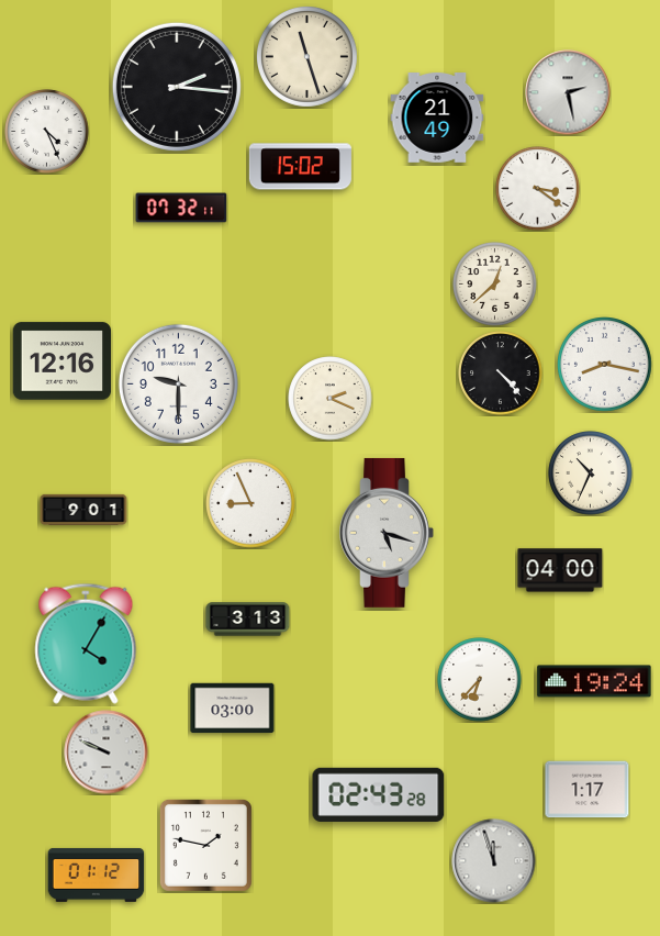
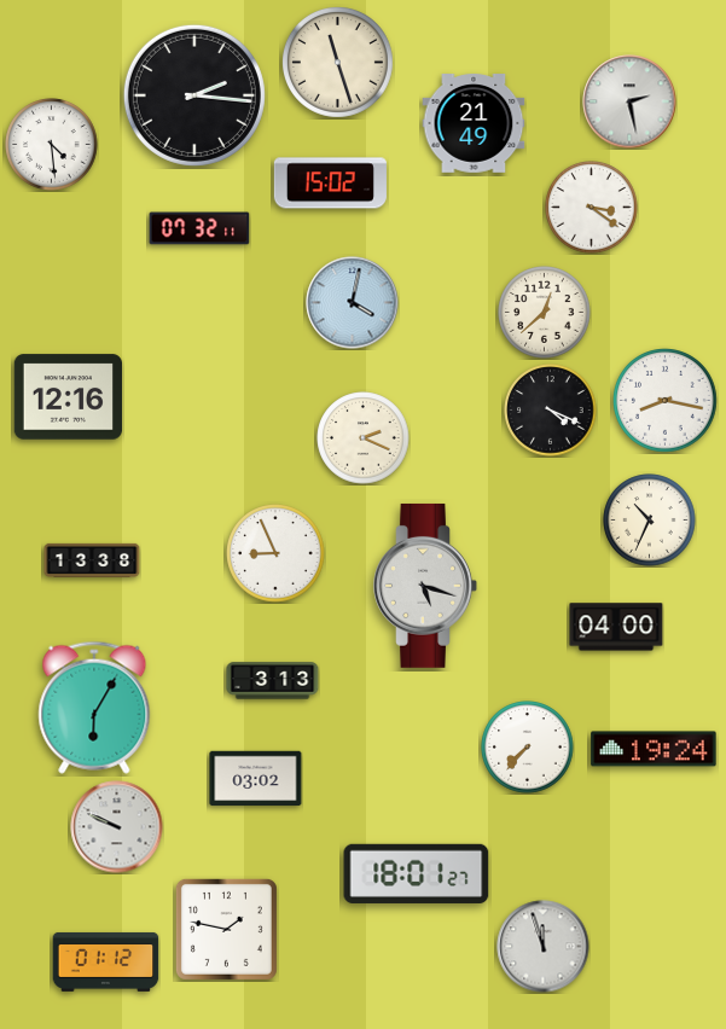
clock at (568, 92) position: (568, 92) -> (629, 101)
clock at (437, 119) position: (437, 119) -> (474, 124)
clock at (47, 132): 4:26 -> 4:29
clock at (353, 303): none -> 4:02
clock at (501, 374): 4:23 -> 4:19
clock at (178, 383): 9:30 -> none
clock at (83, 510): 9:01 -> 13:38
clock at (86, 644): 4:05 -> 6:05
clock at (480, 680): 6:37 -> 7:37
clock at (233, 709): 03:00 -> 03:02
clock at (588, 790): 1:17 -> none
clock at (379, 794): 02:43 -> 18:01
